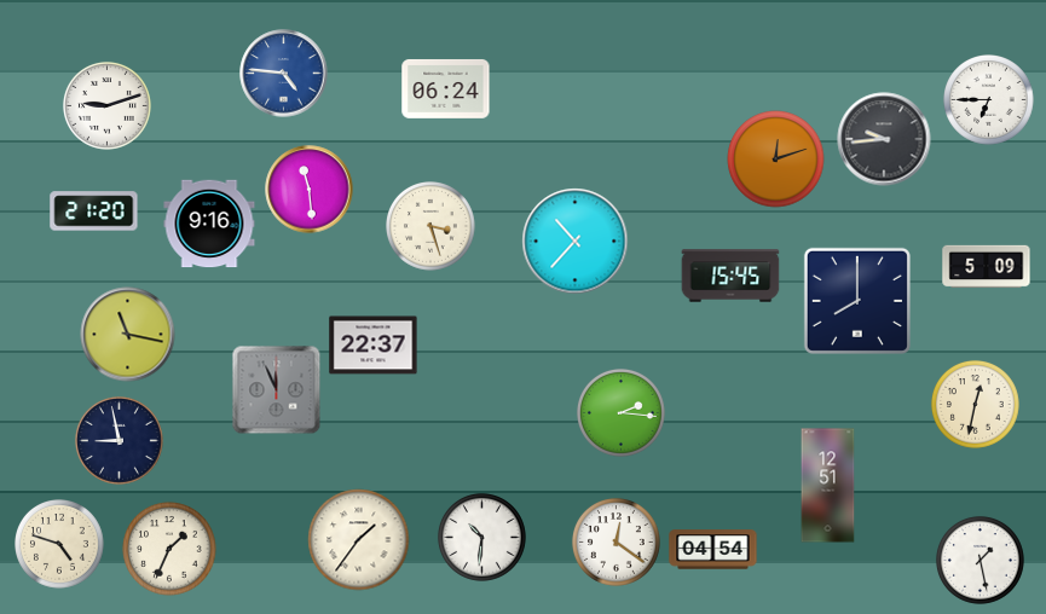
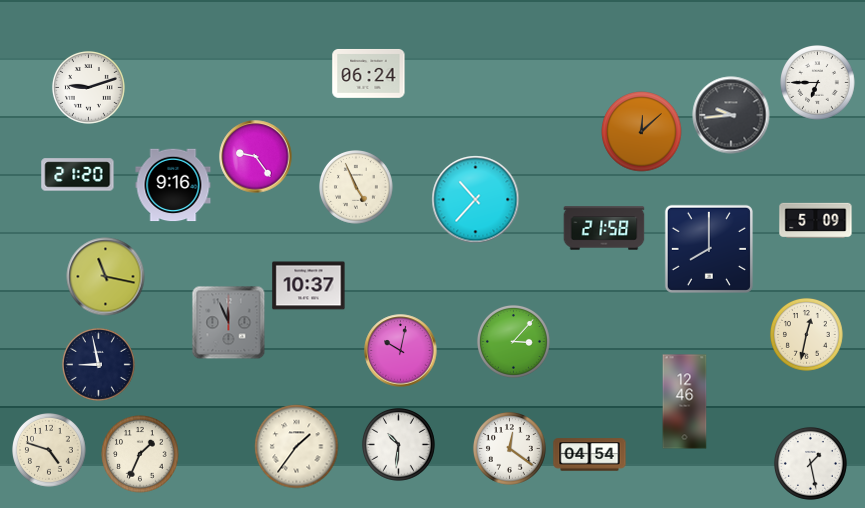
clock at (284, 74): 4:46 -> none
clock at (776, 160): 12:12 -> 12:08
clock at (310, 190): 11:29 -> 9:24
clock at (432, 227): 3:27 -> 4:56
clock at (730, 276): 15:45 -> 21:58
clock at (374, 346): 22:37 -> 10:37
clock at (620, 412): 2:16 -> 3:07
clock at (401, 351): none -> 10:02
clock at (828, 486): 12:51 -> 12:46
